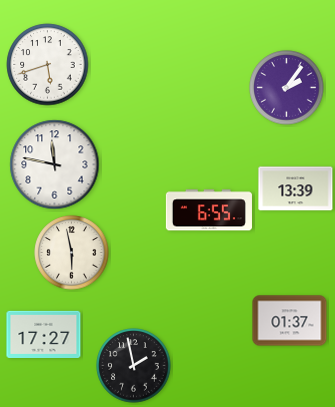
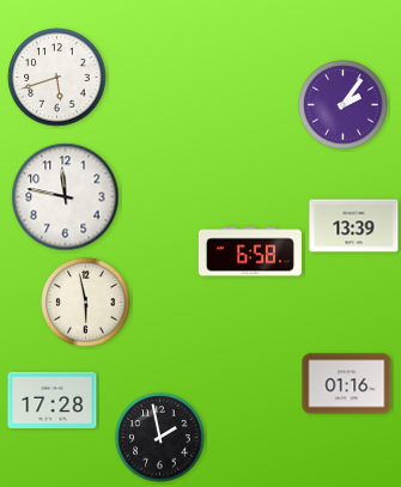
clock at (209, 210): 6:55 -> 6:58
clock at (290, 321): 01:37 -> 01:16
clock at (44, 334): 17:27 -> 17:28
